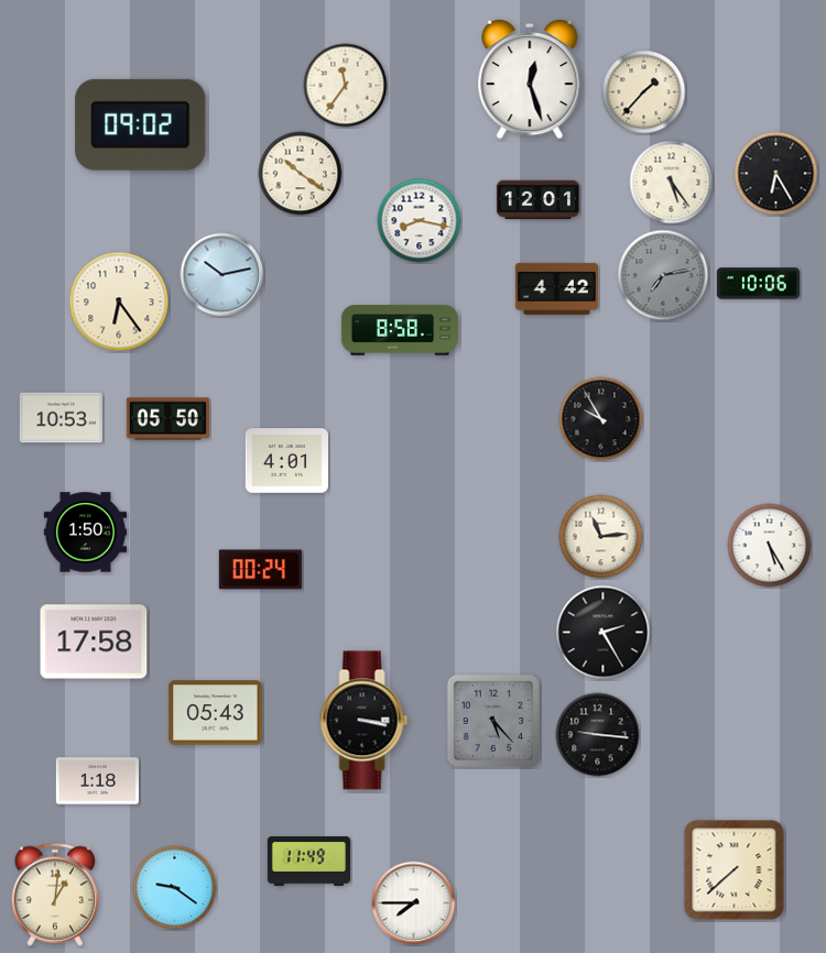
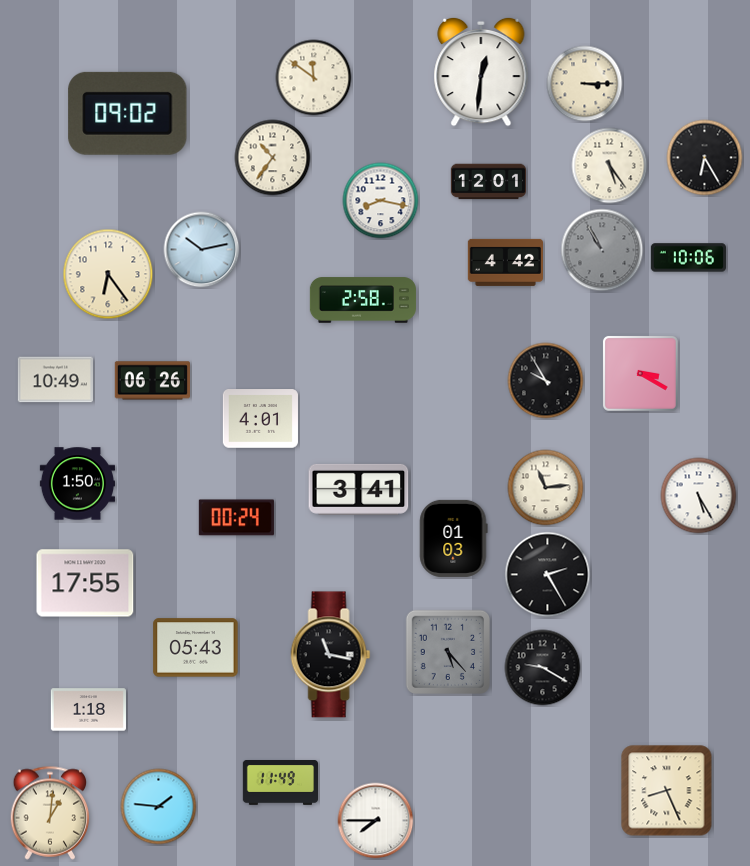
clock at (530, 79): 12:27 -> 12:31
clock at (346, 86): 11:36 -> 11:51
clock at (644, 92): 1:37 -> 3:15
clock at (301, 174): 10:21 -> 10:36
clock at (663, 275): 7:13 -> 10:55
clock at (399, 330): 8:58 -> 2:58
clock at (640, 373): none -> 3:20
clock at (61, 418): 10:53 -> 10:49
clock at (167, 419): 05:50 -> 06:26
clock at (359, 489): none -> 3:41
clock at (454, 538): none -> 01:03
clock at (94, 642): 17:58 -> 17:55
clock at (492, 720) position: (492, 720) -> (447, 651)
clock at (365, 721): 3:17 -> 11:17
clock at (598, 735): 9:16 -> 9:20
clock at (735, 870): 7:38 -> 8:26
clock at (175, 888): 9:21 -> 1:46
